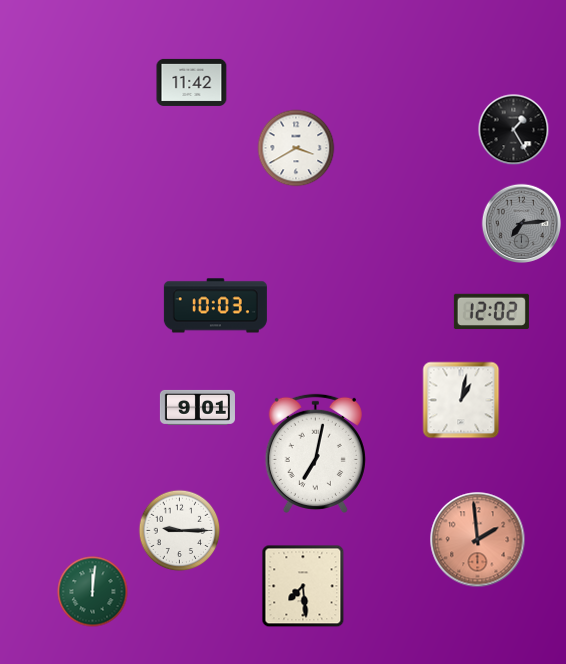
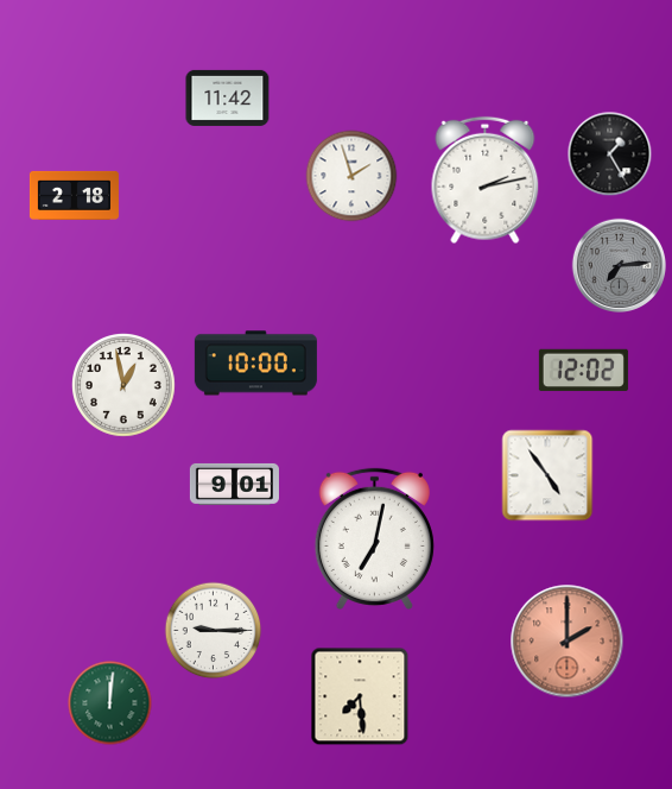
clock at (296, 148): 3:40 -> 1:57
clock at (486, 181): none -> 2:13
clock at (74, 195): none -> 2:18
clock at (215, 306): 10:03 -> 10:00
clock at (125, 386): none -> 12:58
clock at (461, 400): 1:02 -> 4:54
clock at (478, 540): 1:59 -> 2:00
